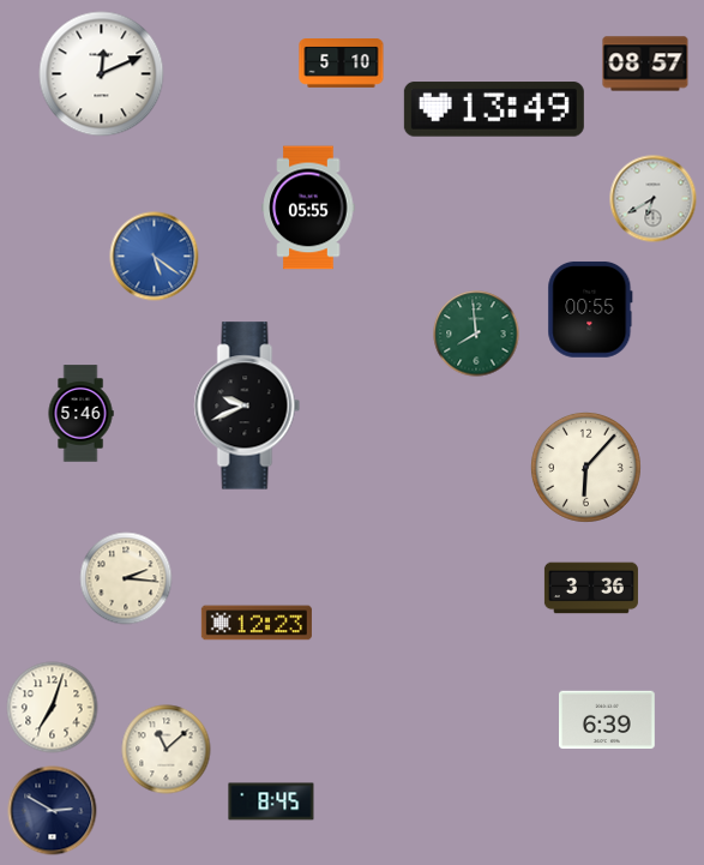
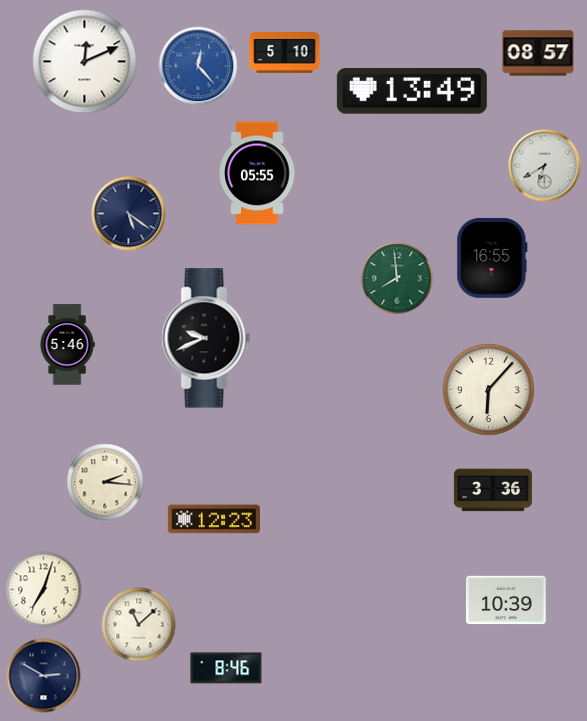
clock at (198, 66): none -> 12:23
clock at (155, 257) dial: blue -> navy
clock at (590, 310): 00:55 -> 16:55
clock at (608, 720): 6:39 -> 10:39
clock at (271, 801): 8:45 -> 8:46
